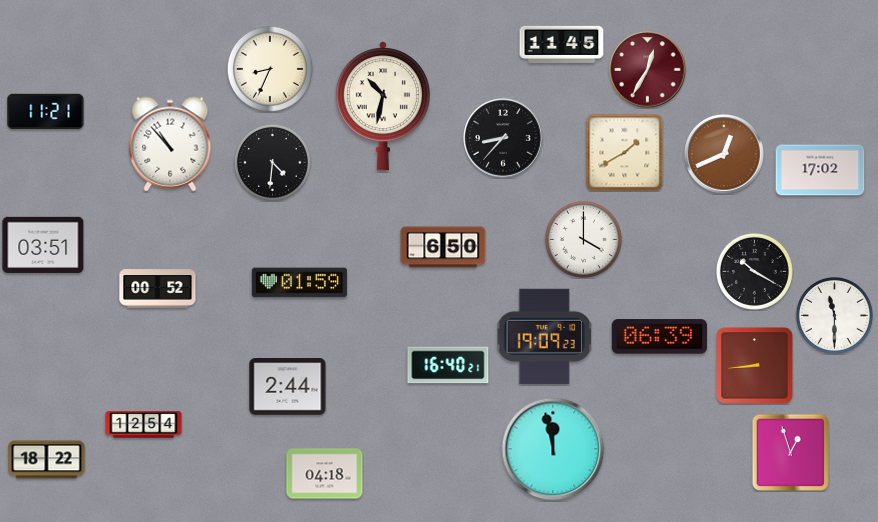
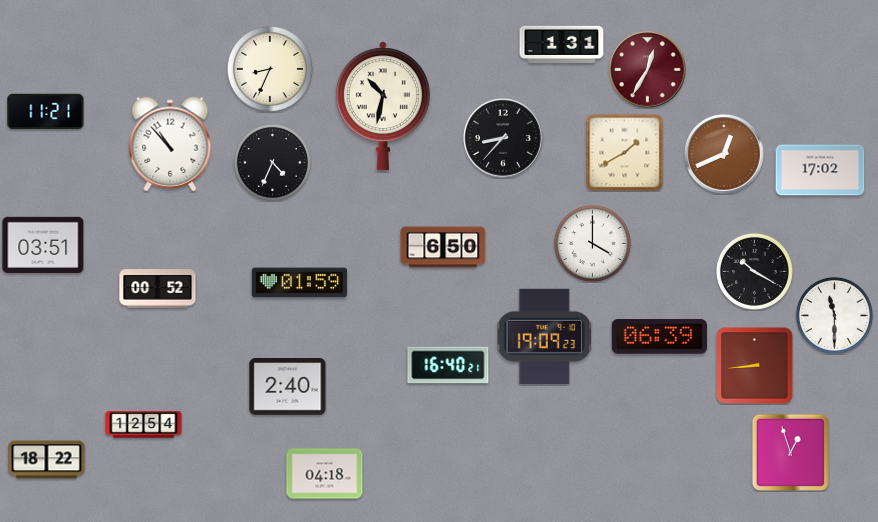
clock at (562, 44): 11:45 -> 1:31
clock at (272, 162): 4:31 -> 4:34
clock at (583, 239) position: (583, 239) -> (592, 243)
clock at (288, 387): 2:44 -> 2:40
clock at (553, 449): 11:58 -> none
